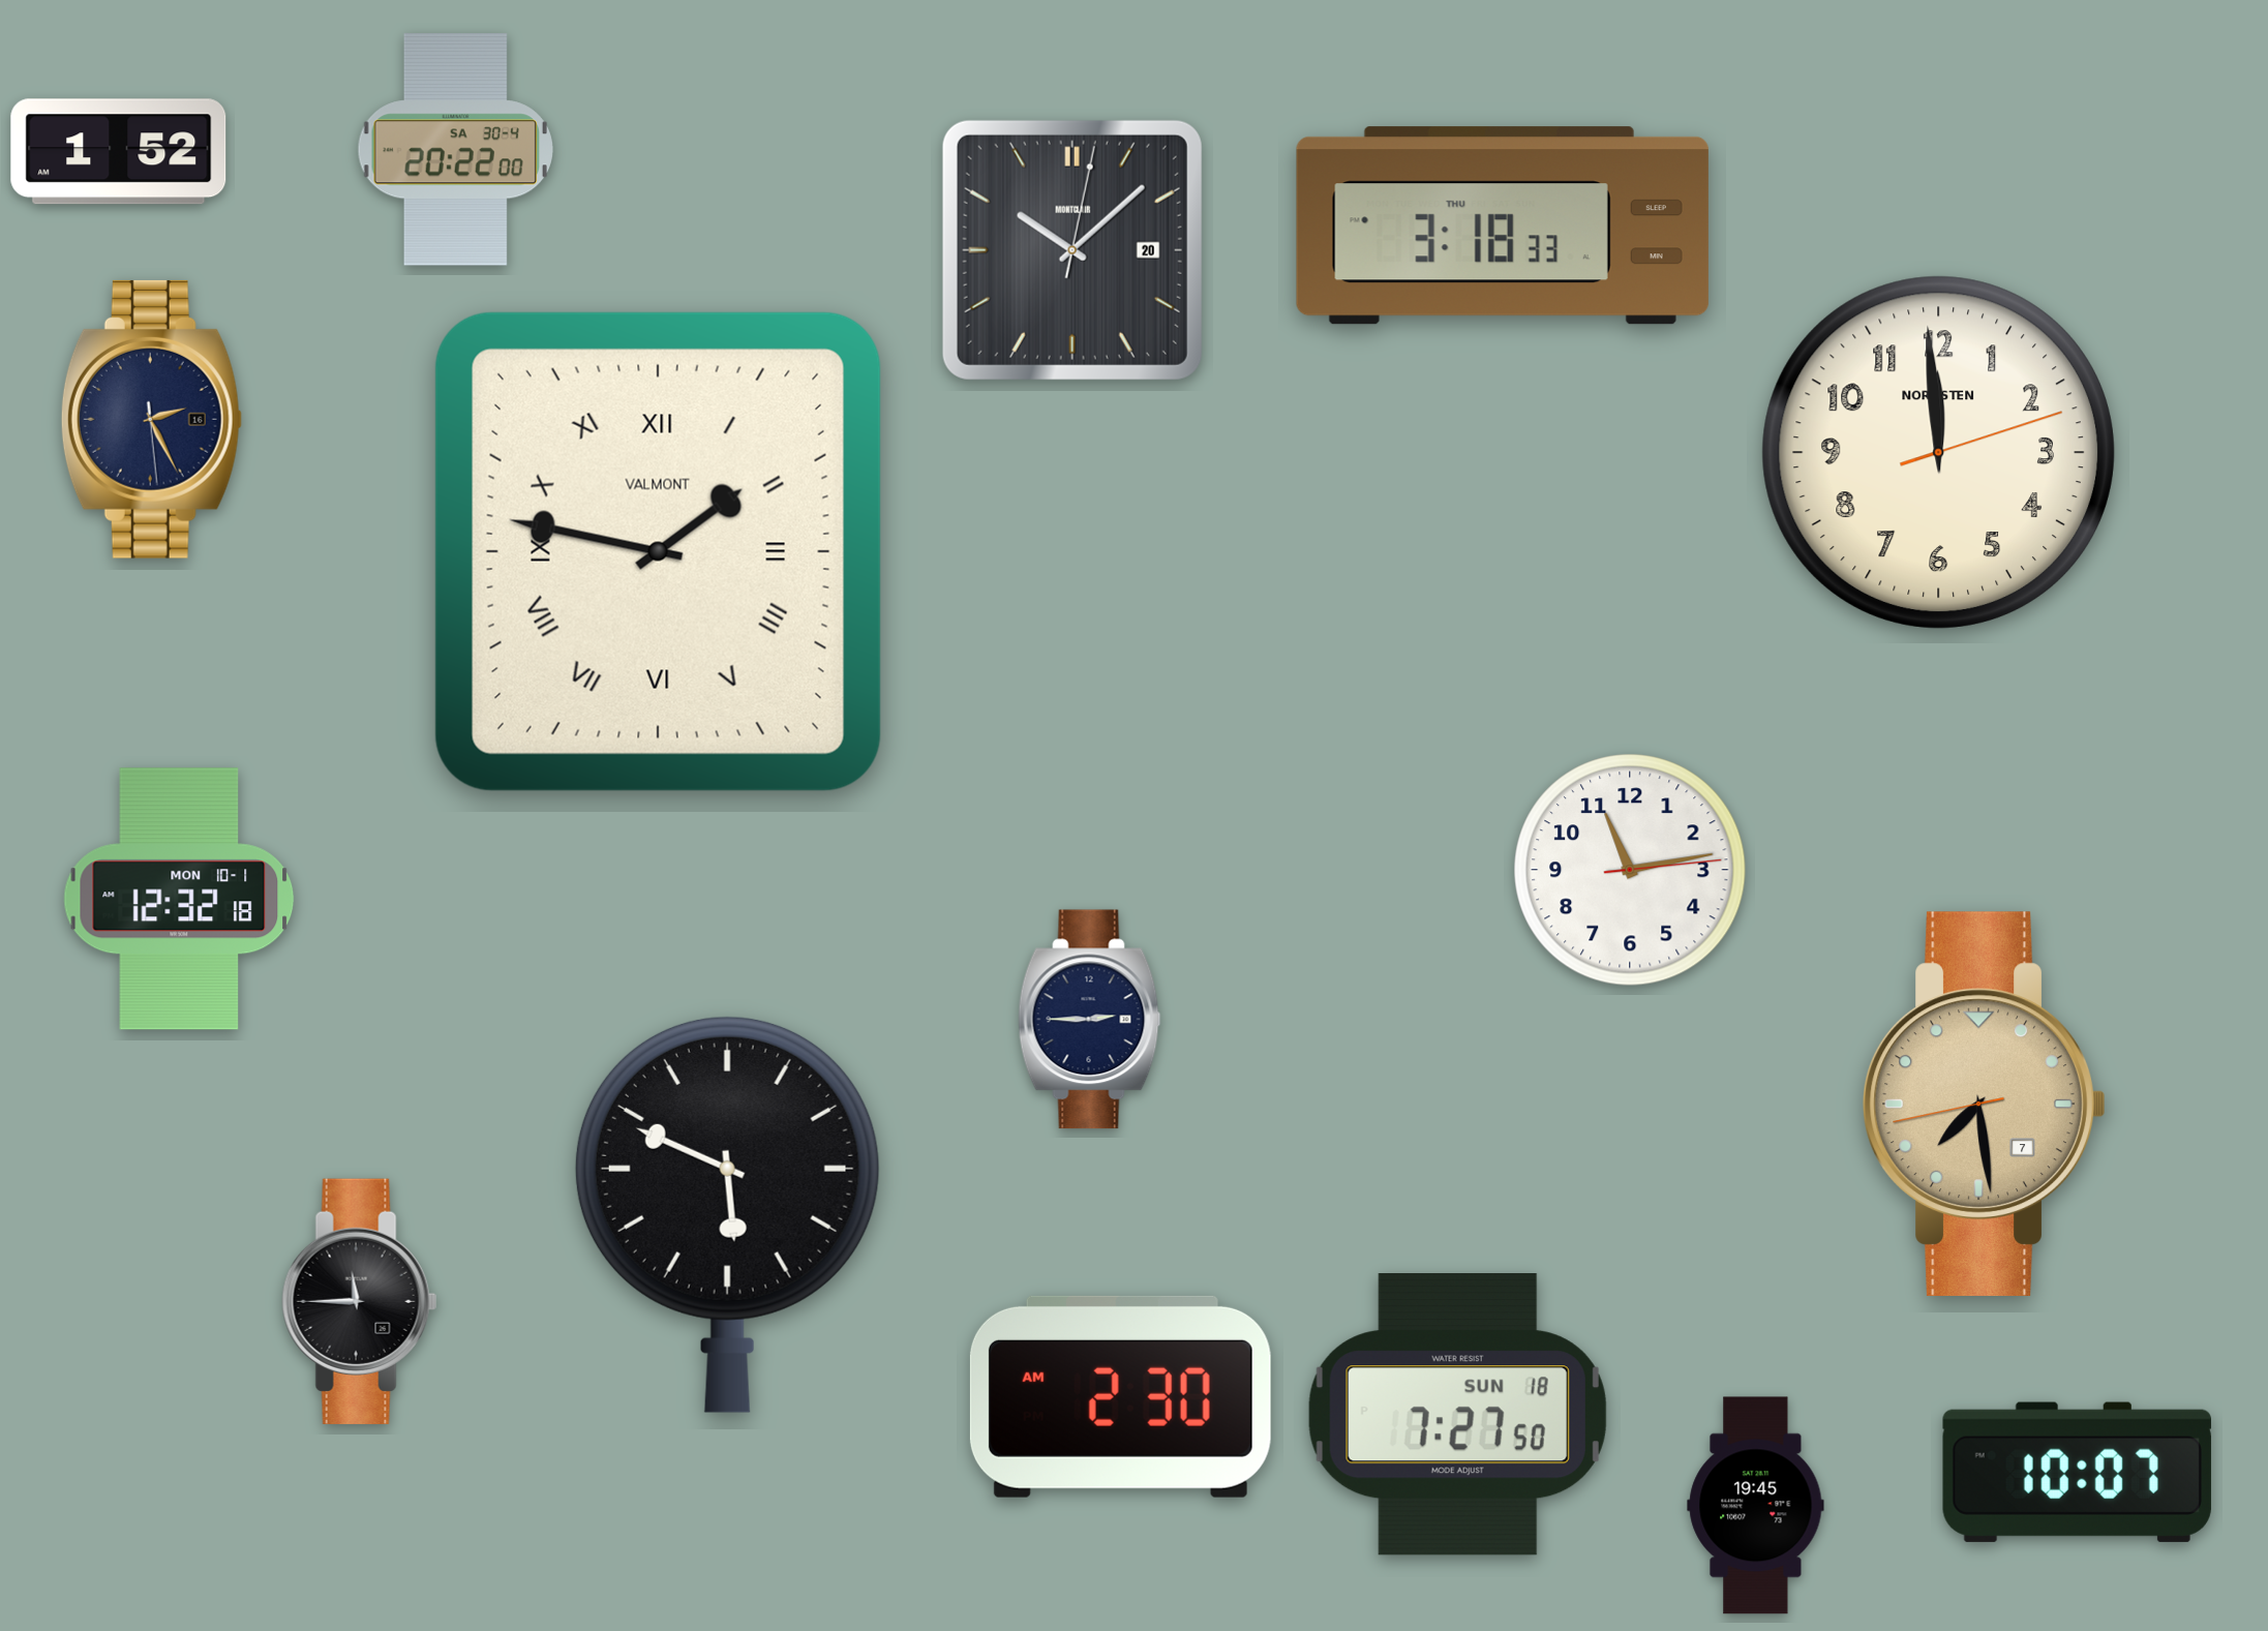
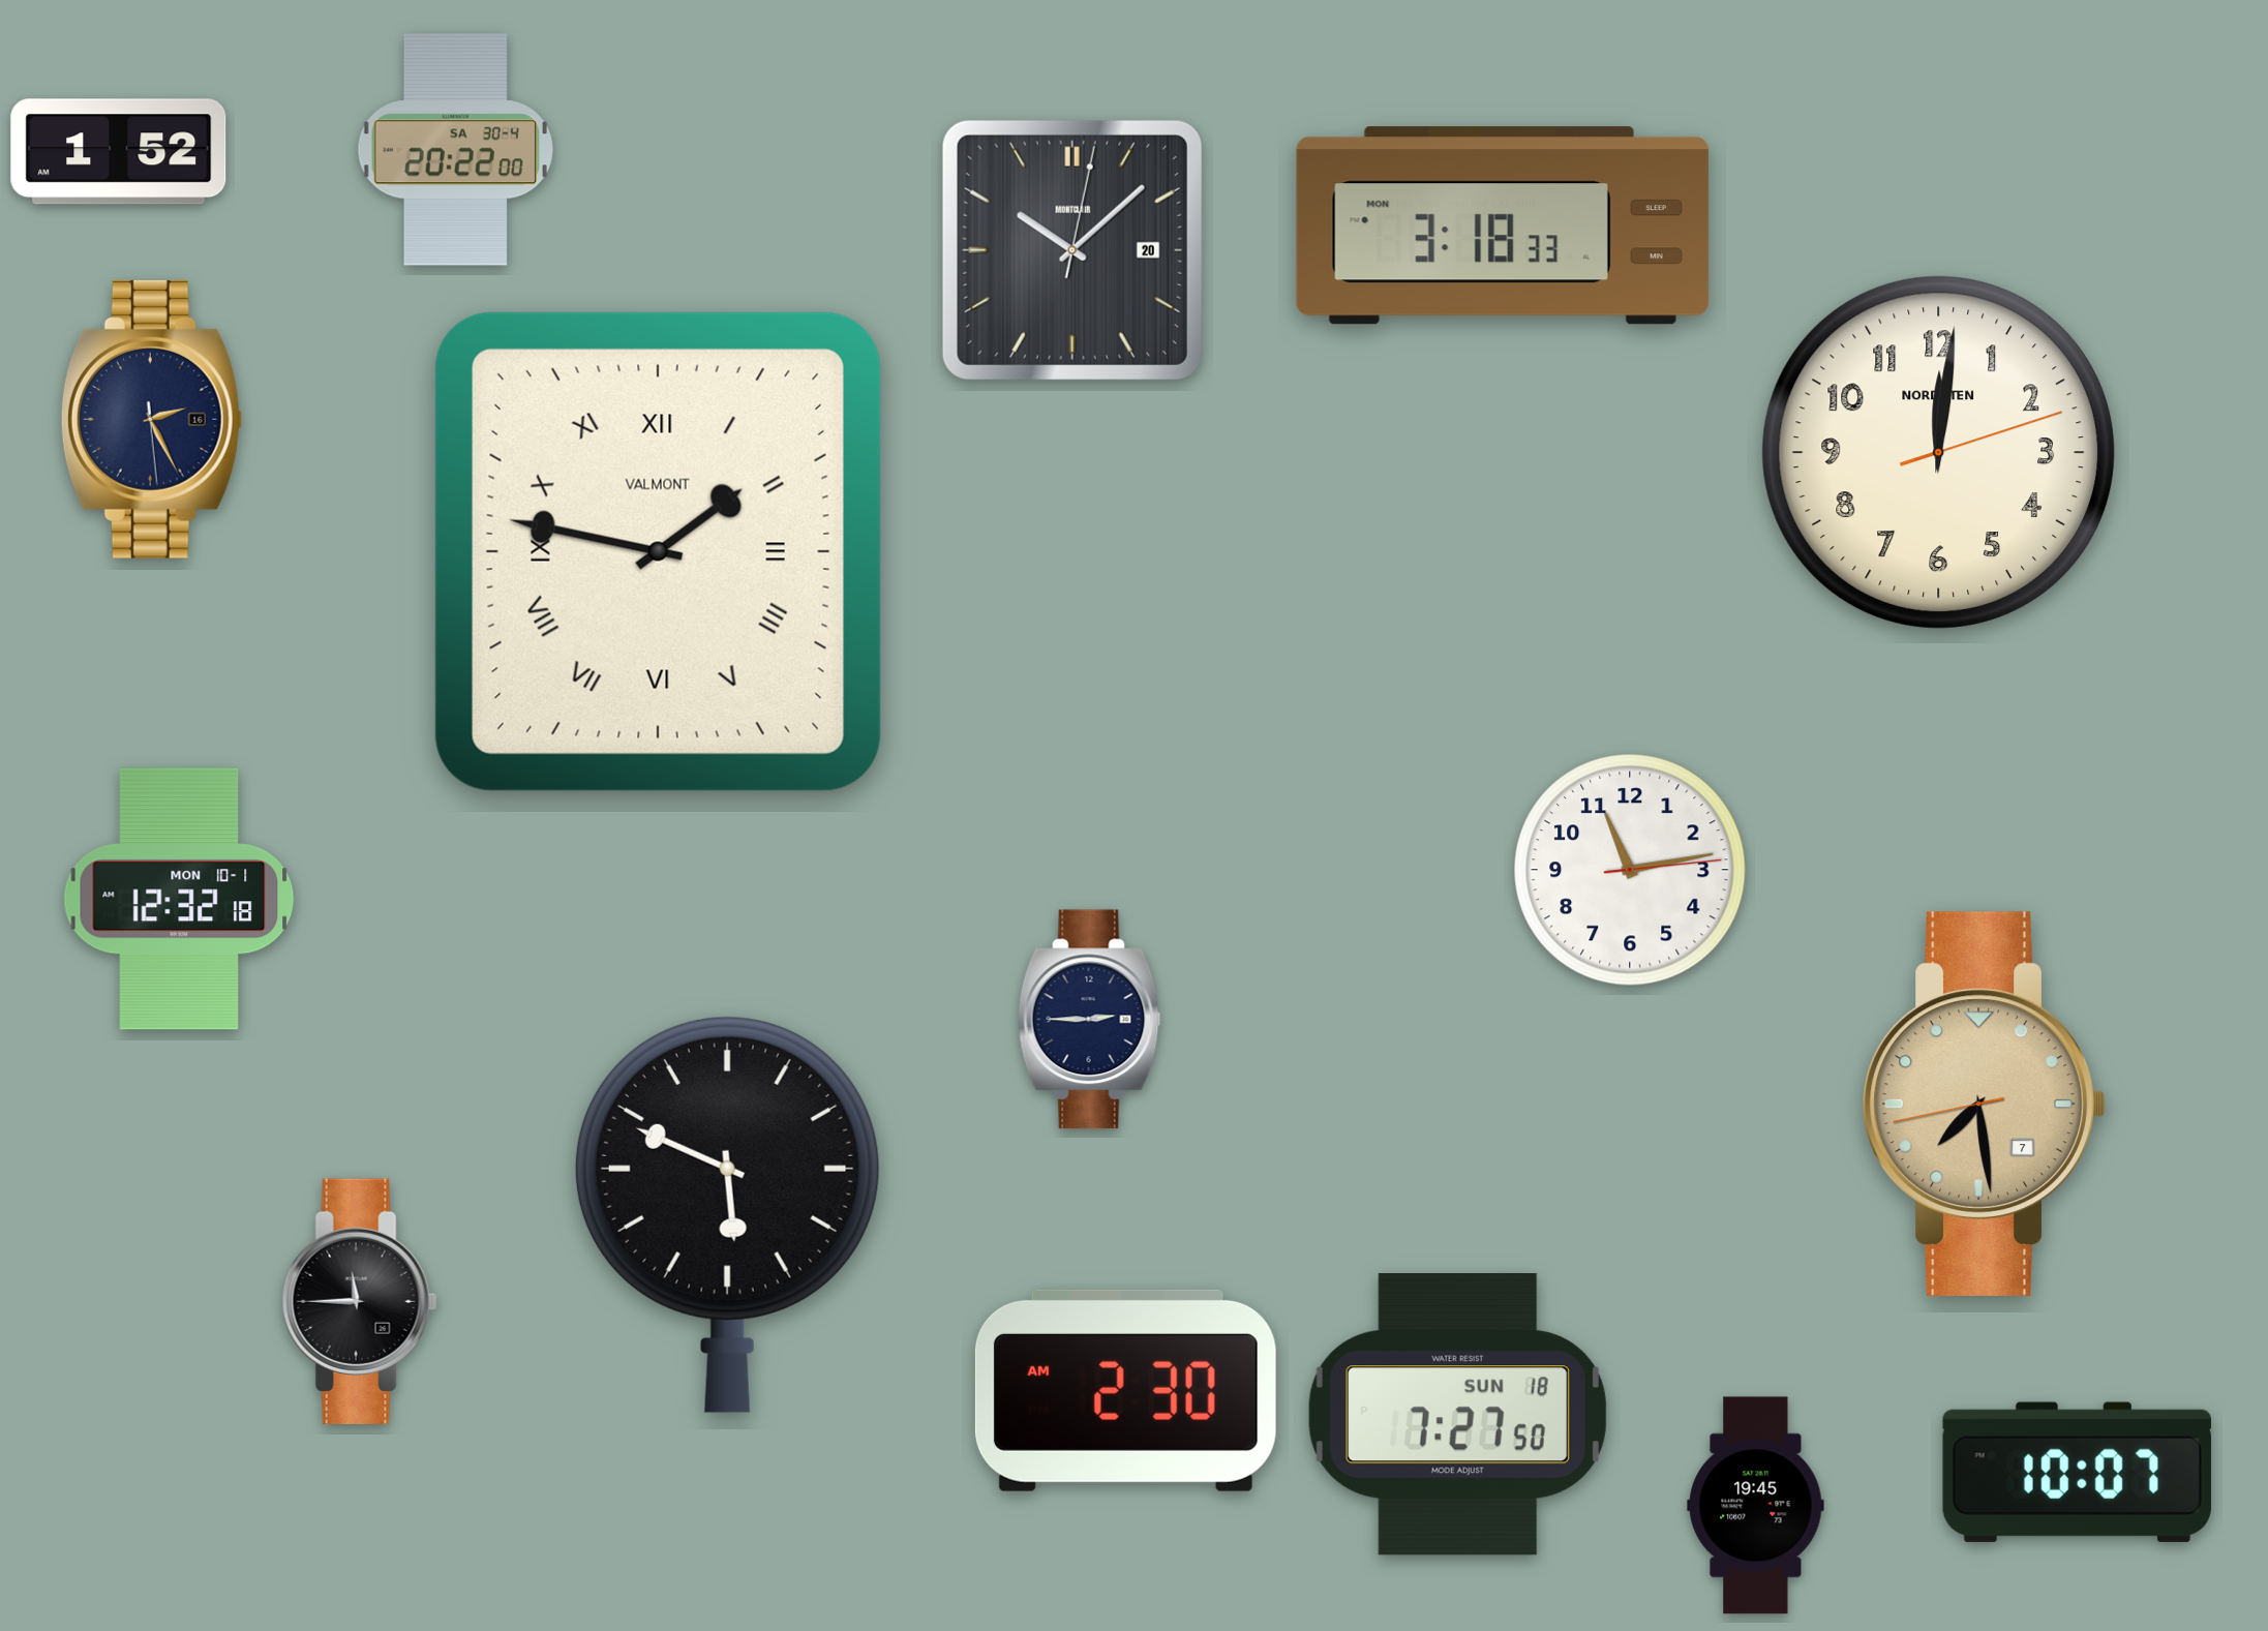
clock at (1503, 225) date: THU -> MON
clock at (1938, 452): 11:59 -> 12:01
clock at (1120, 1396) position: (1120, 1396) -> (1125, 1390)
